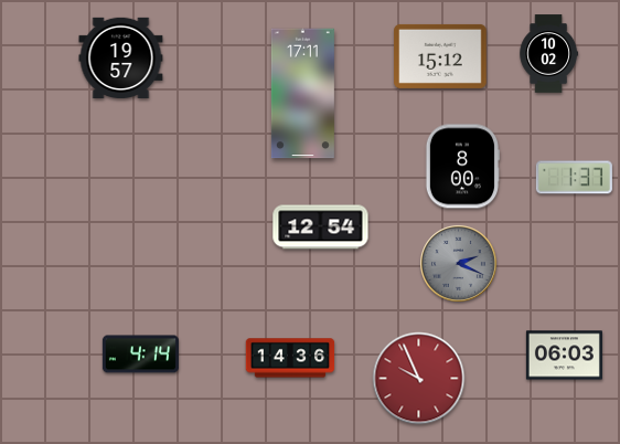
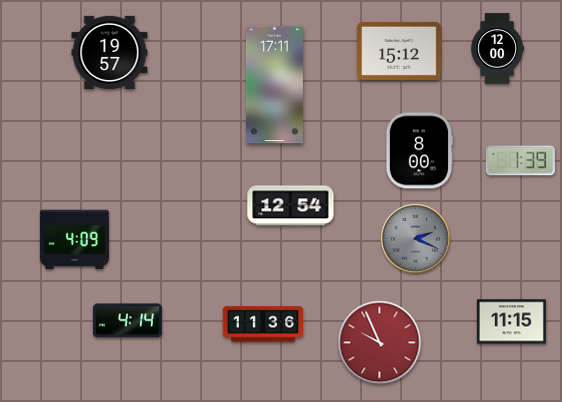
clock at (548, 54): 10:02 -> 12:00
clock at (574, 178): 1:37 -> 1:39
clock at (74, 240): none -> 4:09
clock at (564, 356): 06:03 -> 11:15
clock at (290, 358): 14:36 -> 11:36
